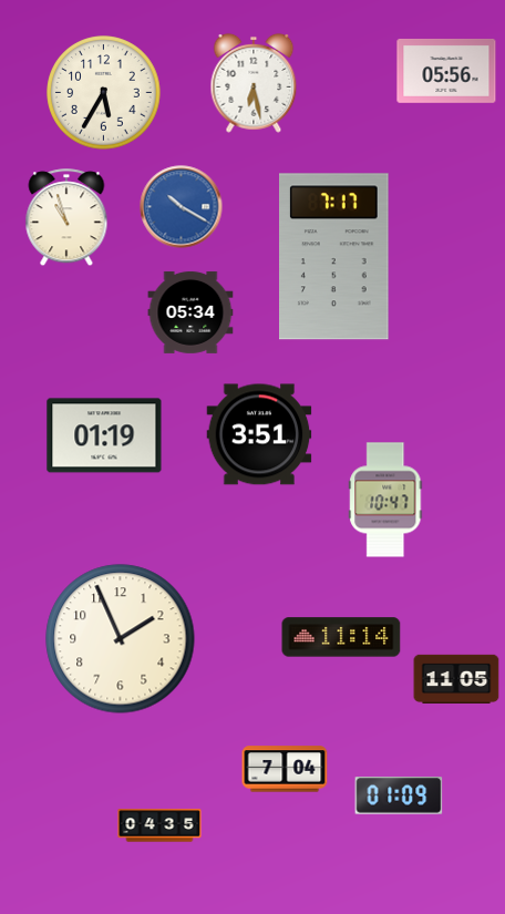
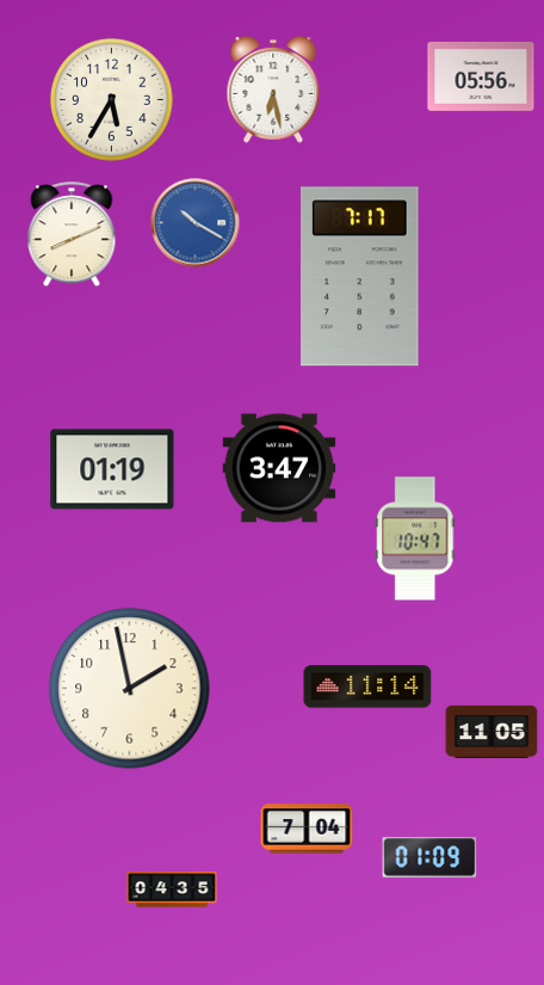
clock at (66, 218): 10:57 -> 8:11
clock at (190, 312): 05:34 -> none
clock at (259, 434): 3:51 -> 3:47
clock at (121, 639): 1:56 -> 1:58
